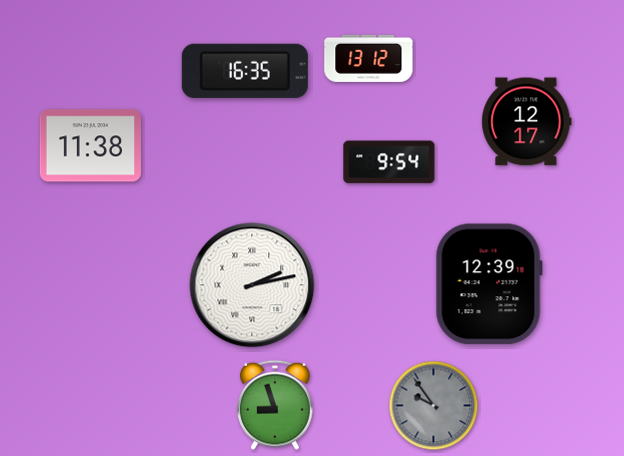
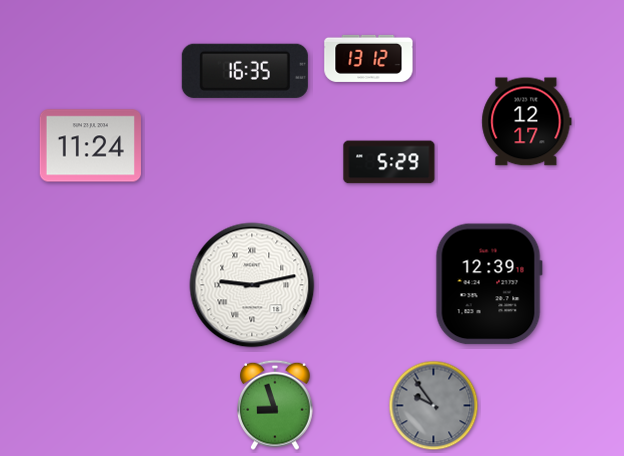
clock at (90, 146): 11:38 -> 11:24
clock at (389, 162): 9:54 -> 5:29
clock at (252, 285): 2:13 -> 9:13
